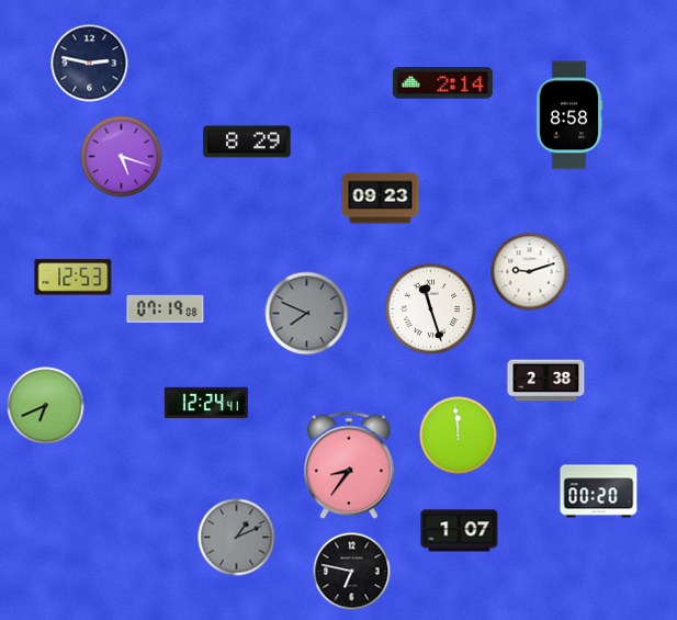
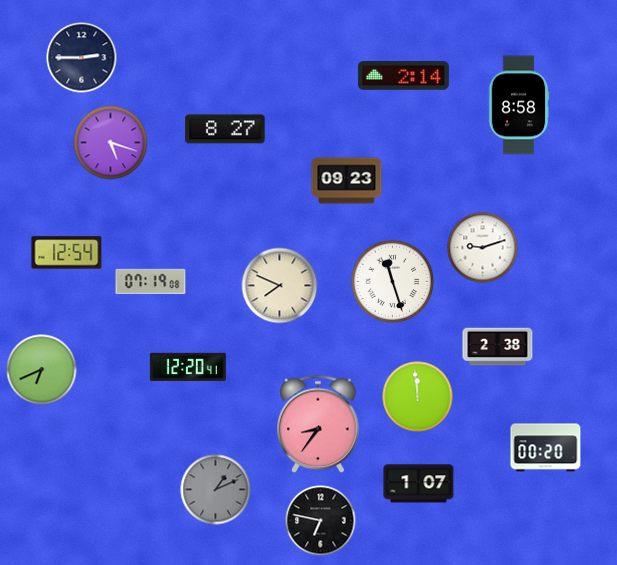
clock at (90, 64): 2:47 -> 2:45
clock at (247, 142): 8:29 -> 8:27
clock at (74, 278): 12:53 -> 12:54
clock at (307, 314) dial: grey -> cream
clock at (206, 403): 12:24 -> 12:20
